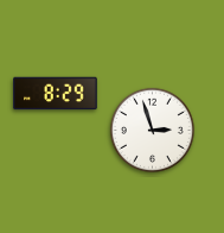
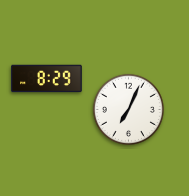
clock at (152, 130): 2:57 -> 7:04
